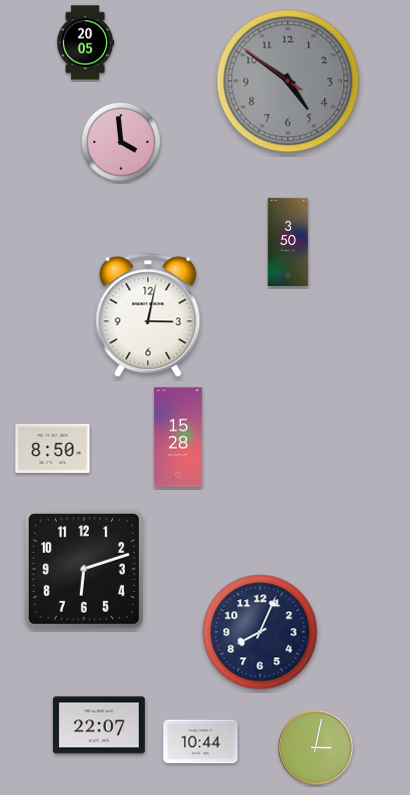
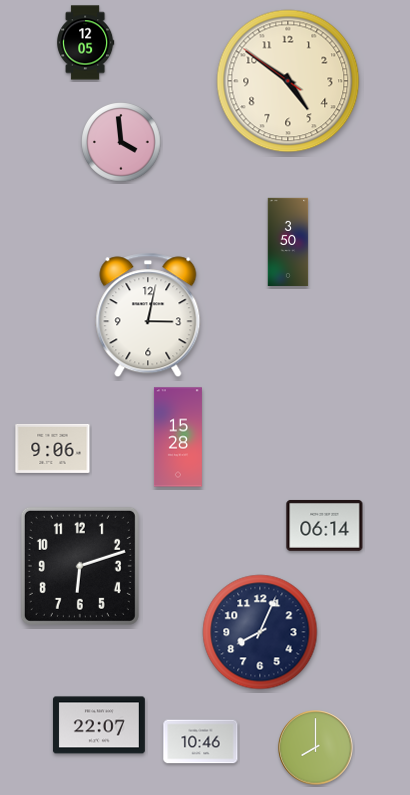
clock at (85, 43): 20:05 -> 12:05
clock at (288, 81) dial: grey -> cream
clock at (53, 448): 8:50 -> 9:06
clock at (325, 525): none -> 06:14
clock at (84, 569) position: (84, 569) -> (80, 566)
clock at (201, 742): 10:44 -> 10:46
clock at (316, 748): 3:02 -> 8:00
